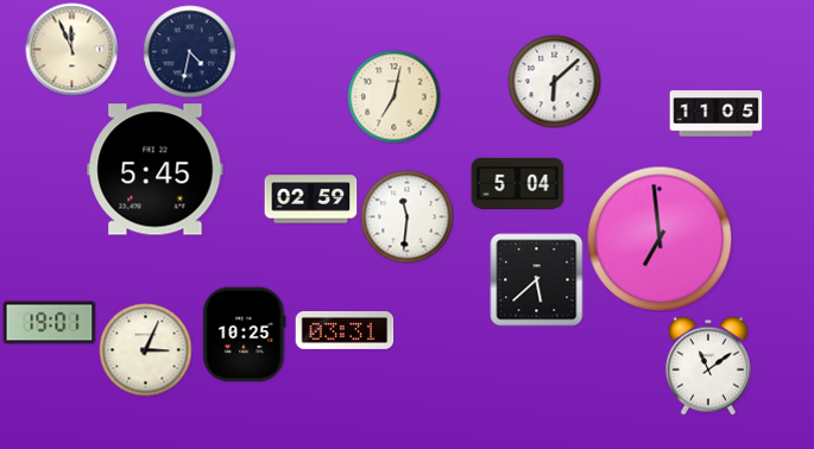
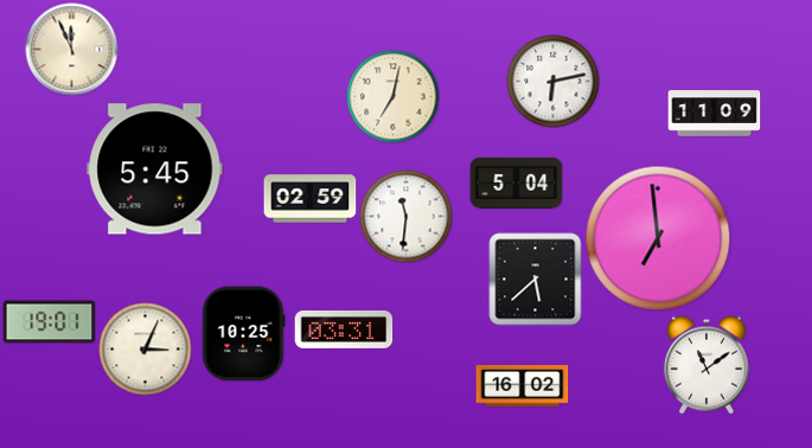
clock at (189, 51): 4:32 -> none
clock at (554, 81): 6:08 -> 6:13
clock at (715, 114): 11:05 -> 11:09
clock at (522, 385): none -> 16:02
